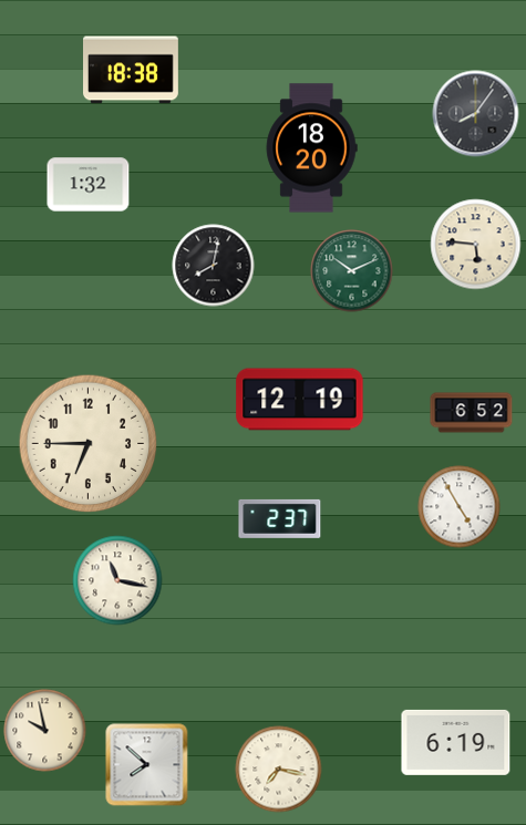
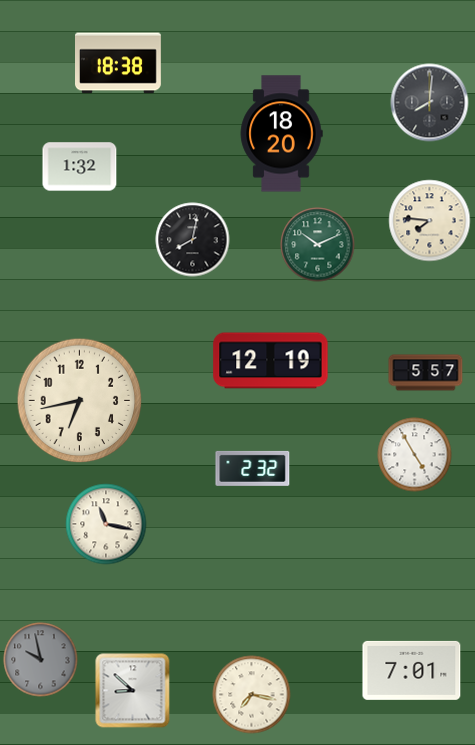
clock at (476, 114): 8:06 -> 8:01
clock at (476, 245): 5:46 -> 7:46
clock at (472, 413): 6:52 -> 5:57
clock at (89, 444): 6:45 -> 6:43
clock at (460, 507) position: (460, 507) -> (415, 455)
clock at (280, 518): 2:37 -> 2:32
clock at (45, 731) dial: cream -> grey
clock at (456, 742): 6:19 -> 7:01
clock at (147, 765): 7:52 -> 8:52
